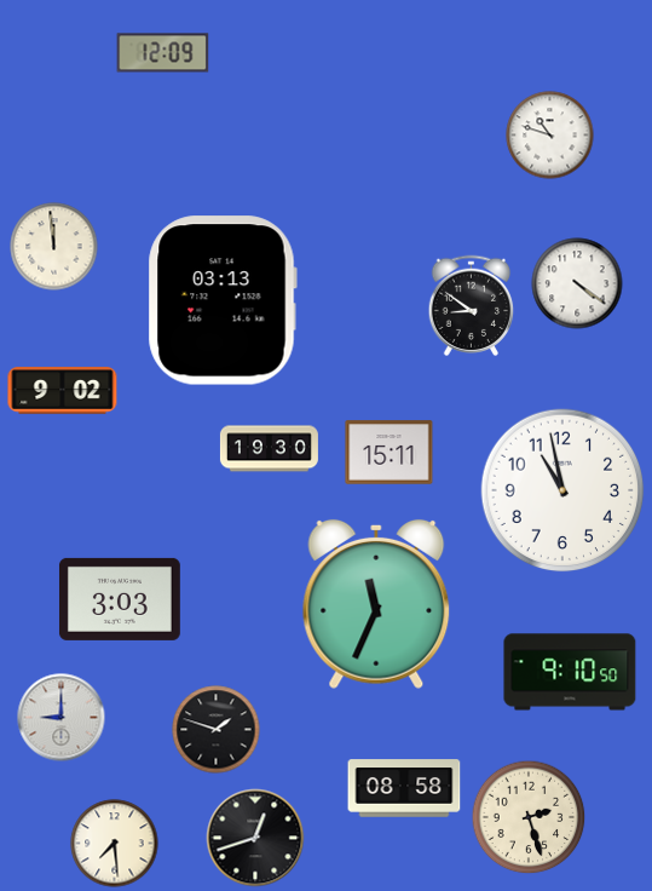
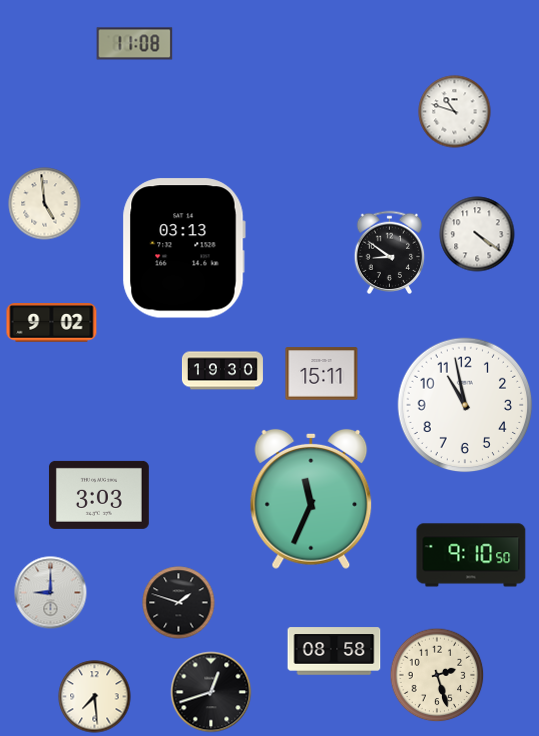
clock at (163, 53): 12:09 -> 11:08
clock at (54, 247): 11:59 -> 4:59
